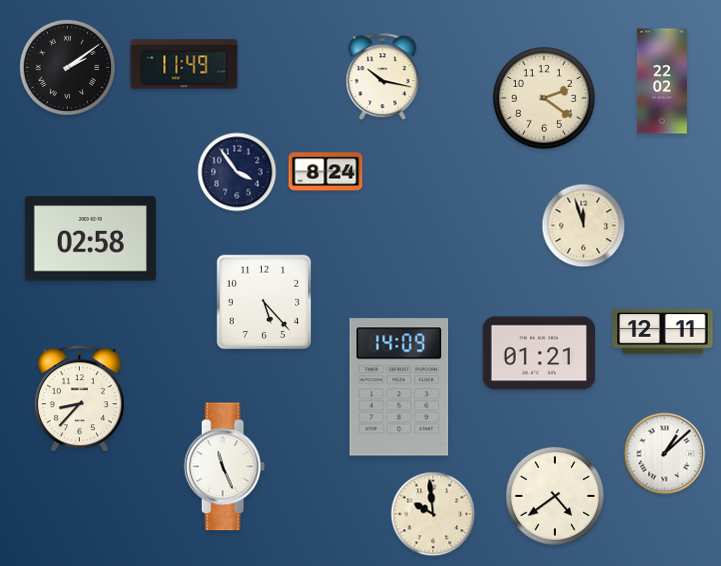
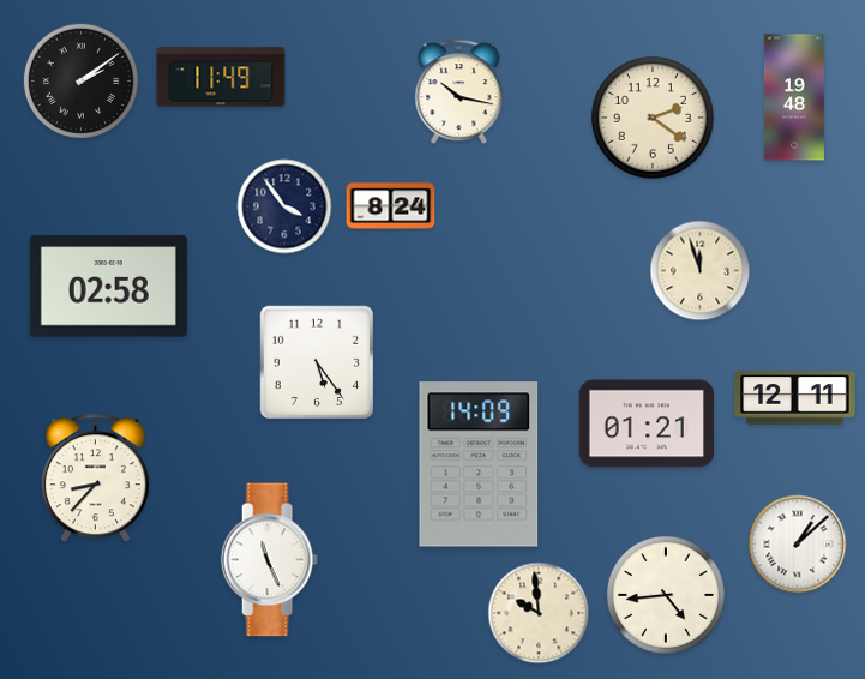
clock at (662, 81): 22:02 -> 19:48
clock at (264, 302): 5:23 -> 5:24
clock at (555, 496): 4:39 -> 4:44
clock at (433, 514) position: (433, 514) -> (539, 613)
